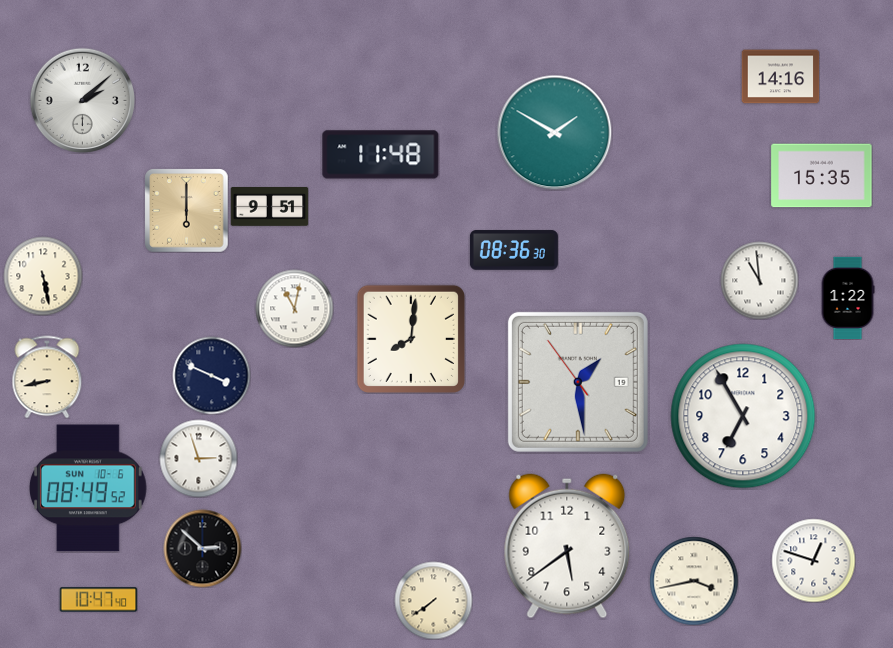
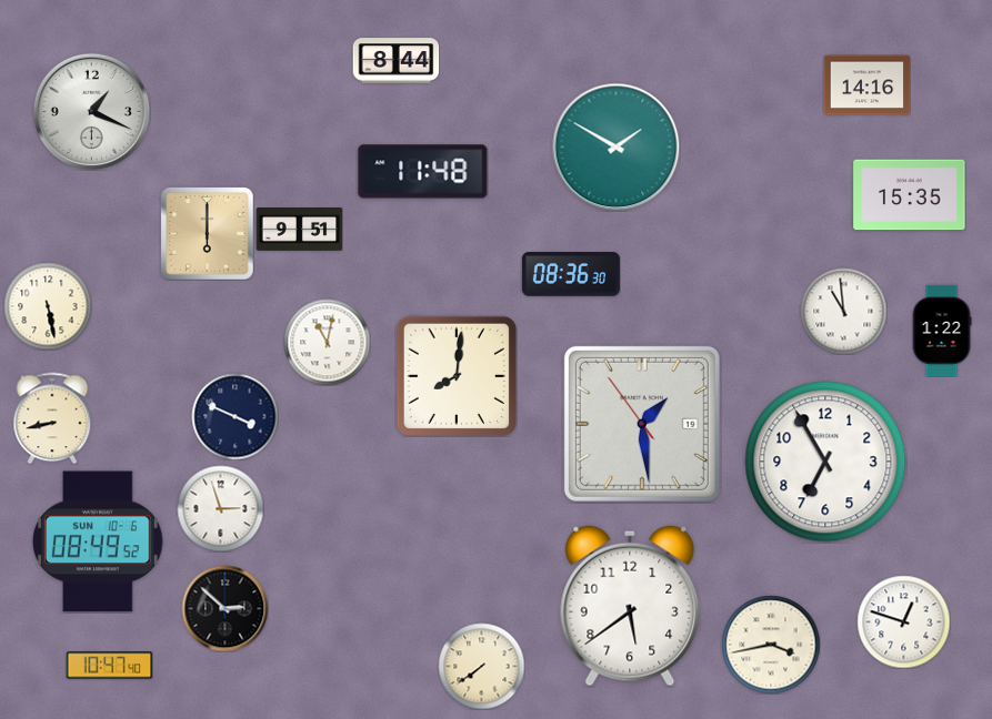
clock at (395, 61): none -> 8:44
clock at (82, 100): 2:08 -> 1:19
clock at (822, 176) position: (822, 176) -> (910, 195)
clock at (514, 250) position: (514, 250) -> (571, 274)
